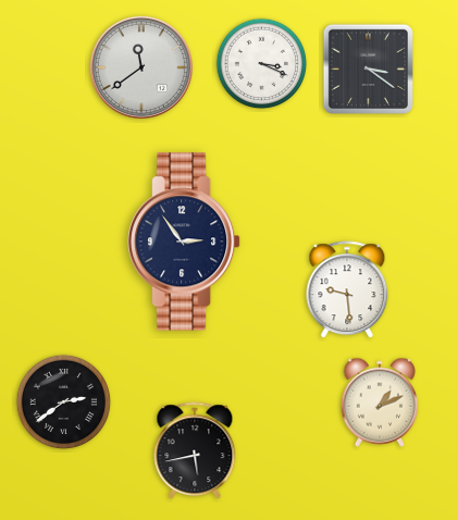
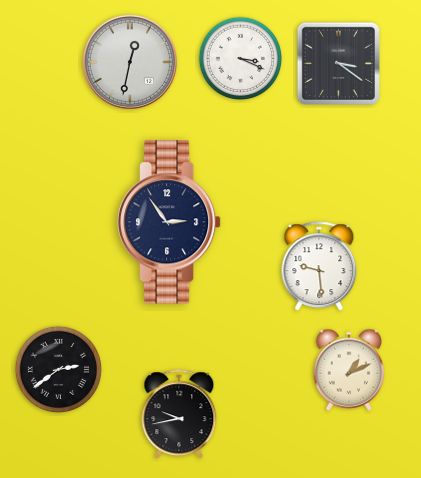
clock at (141, 67): 11:39 -> 12:32
clock at (195, 451): 5:43 -> 9:43
